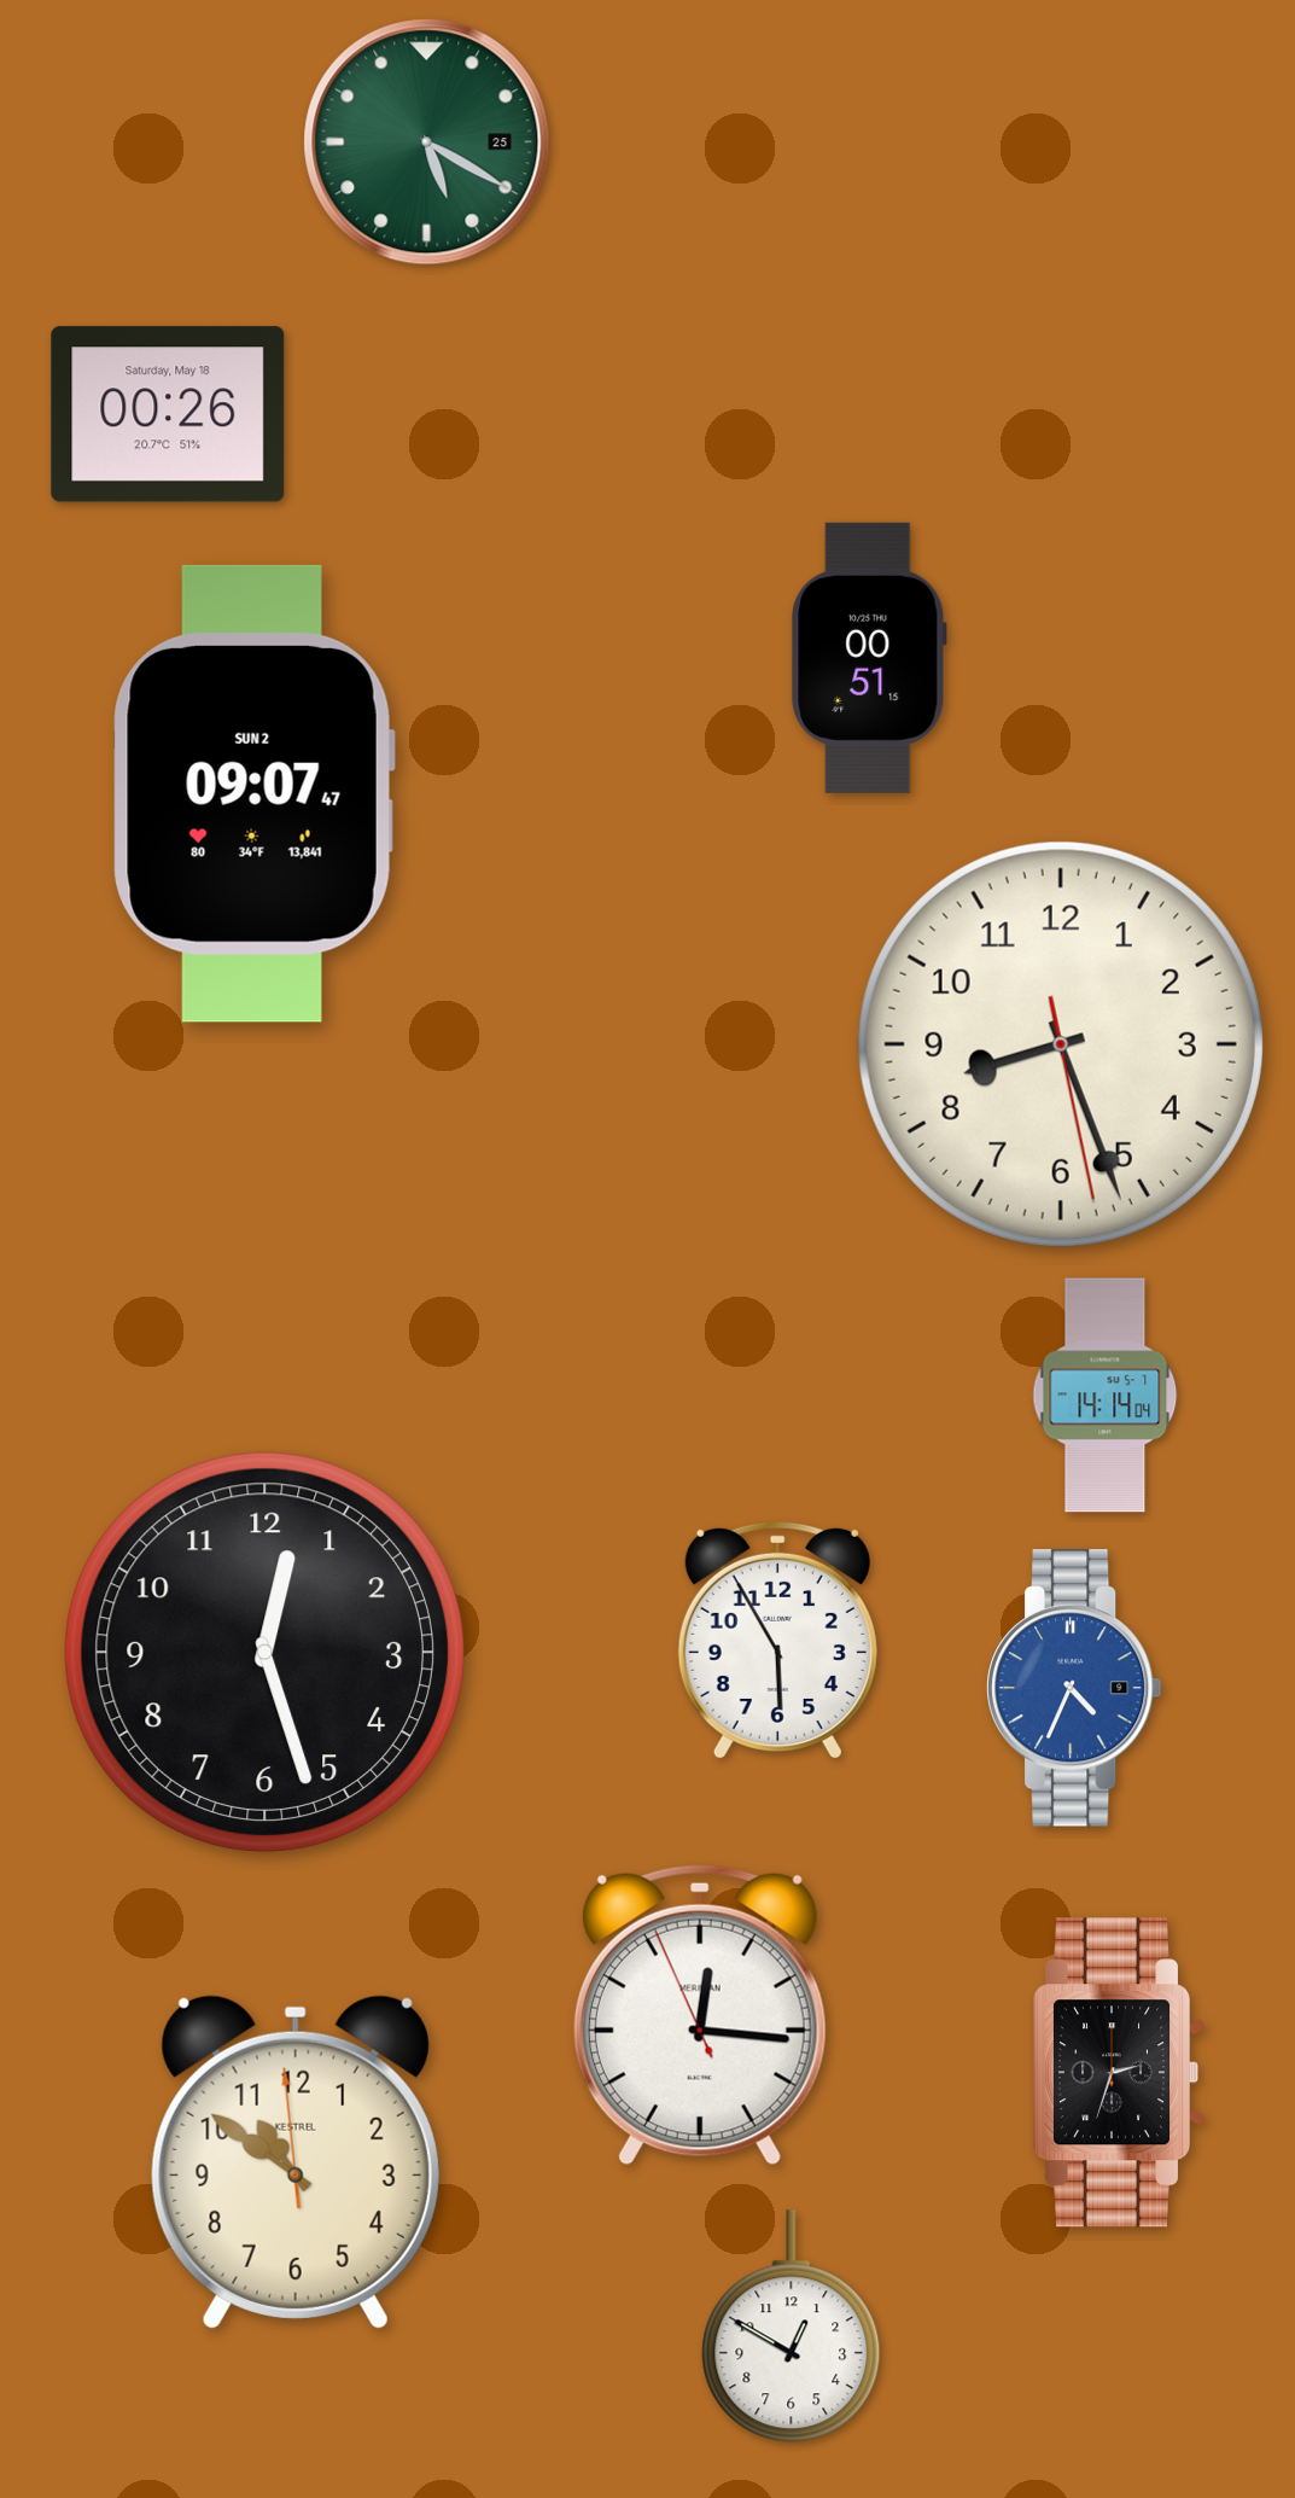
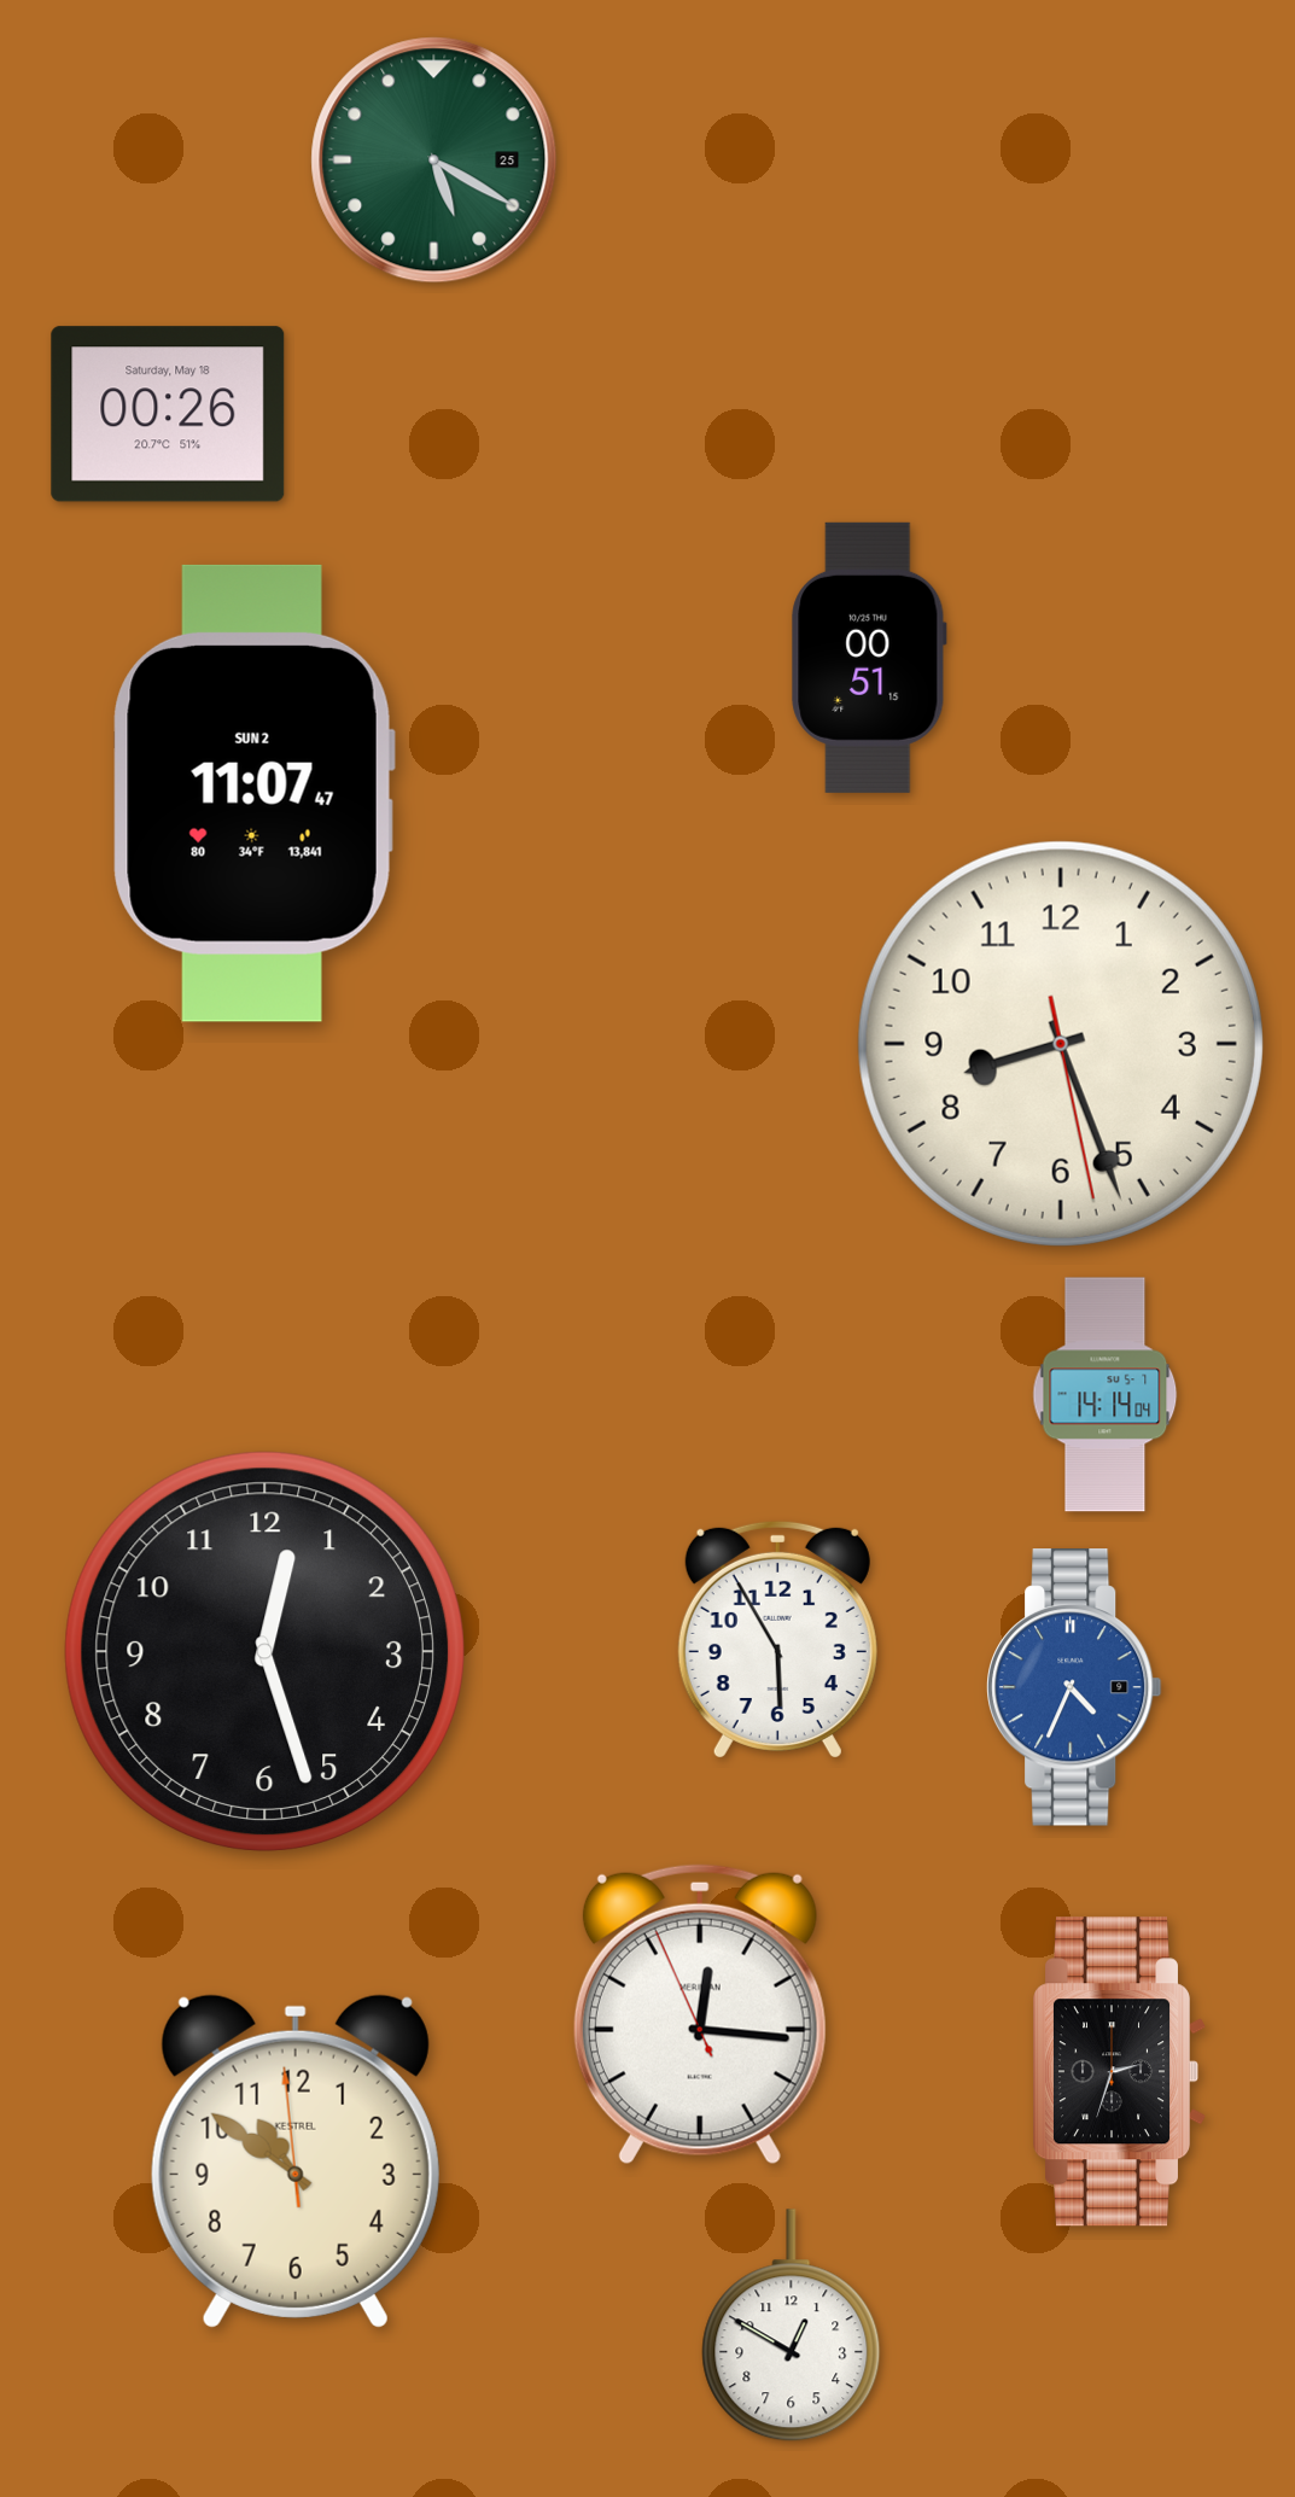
clock at (427, 142) position: (427, 142) -> (434, 161)
clock at (253, 793): 09:07 -> 11:07
